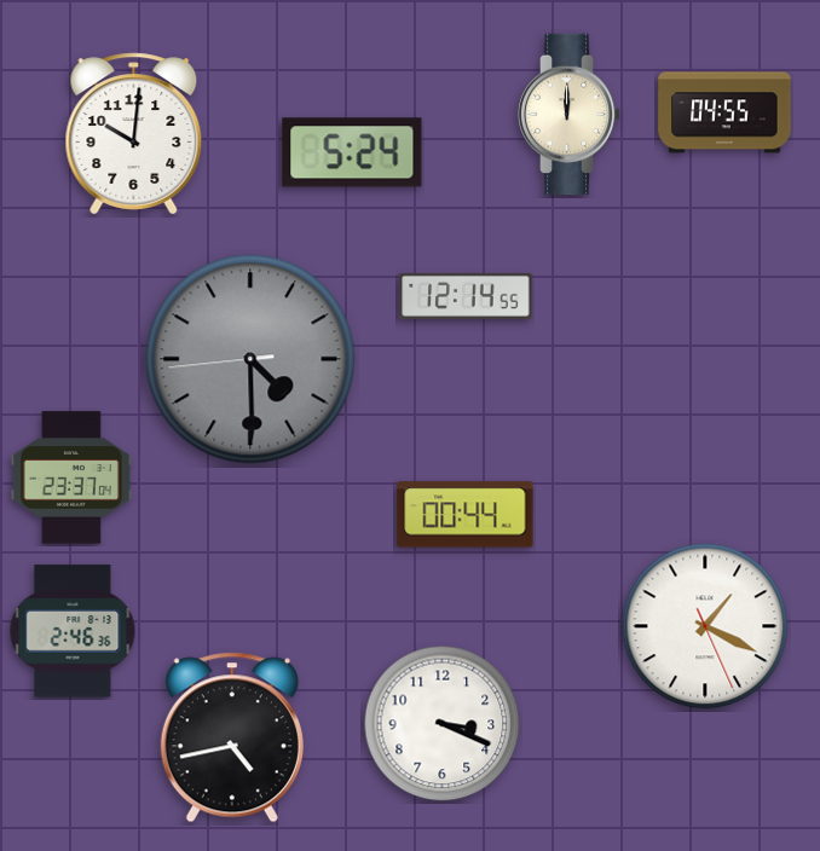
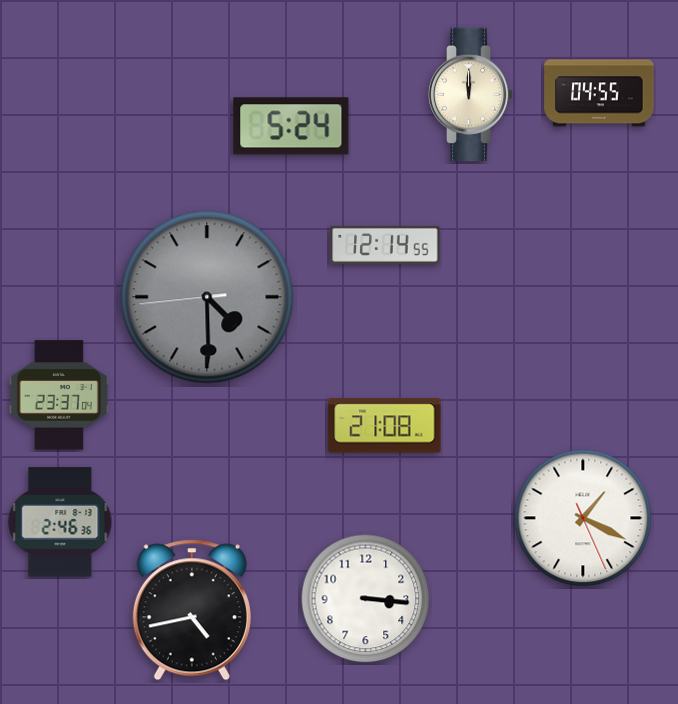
clock at (134, 134): 10:01 -> none
clock at (466, 515): 00:44 -> 21:08
clock at (443, 724): 3:19 -> 3:16
